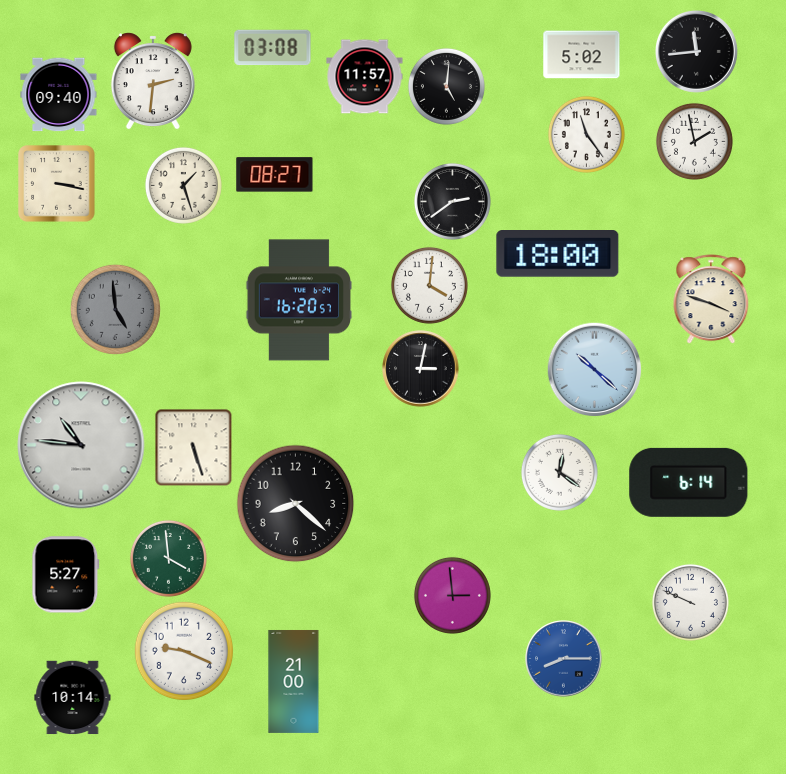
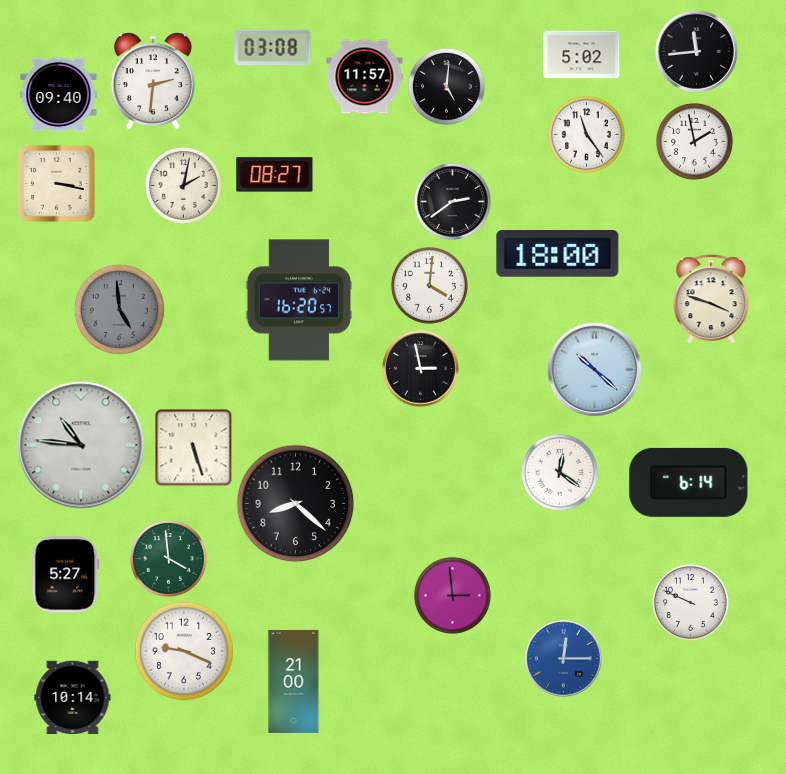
clock at (183, 185): 1:27 -> 2:02
clock at (115, 309) position: (115, 309) -> (119, 309)
clock at (421, 369): 3:02 -> 2:58
clock at (564, 659): 8:15 -> 12:15
